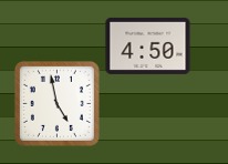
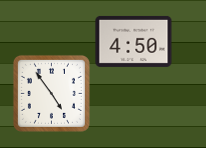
clock at (56, 103): 4:58 -> 4:54
